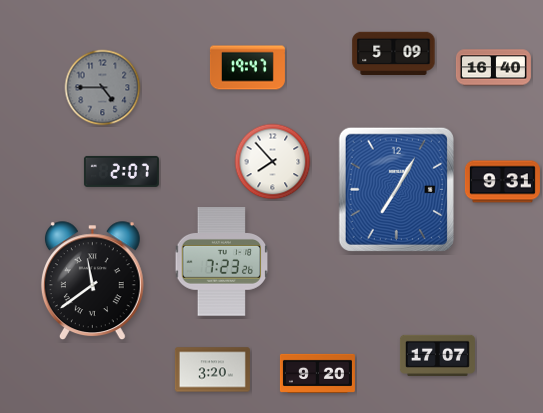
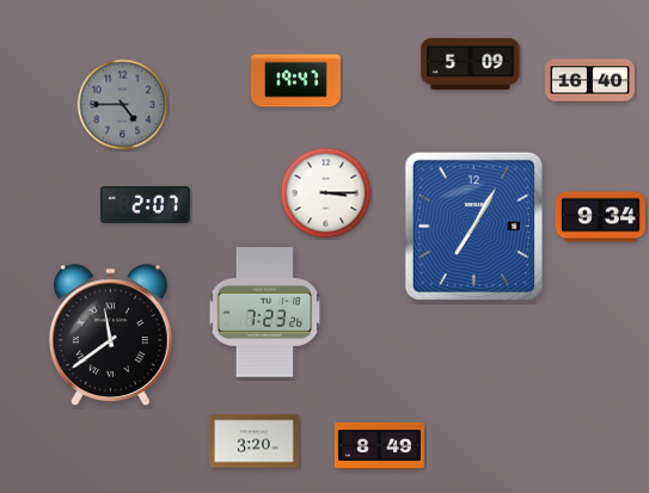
clock at (273, 162): 7:53 -> 3:15
clock at (502, 182): 9:31 -> 9:34
clock at (437, 355): 17:07 -> none
clock at (317, 373): 9:20 -> 8:49
